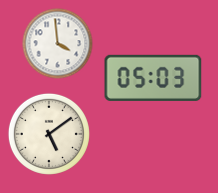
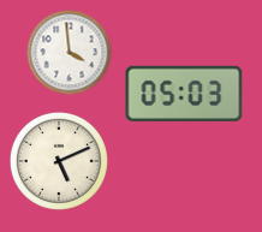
clock at (49, 134): 5:09 -> 5:11
